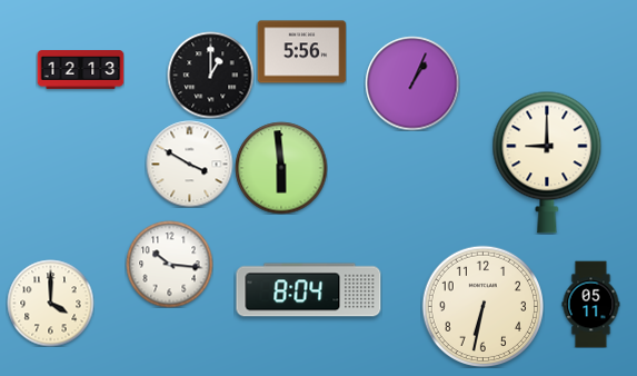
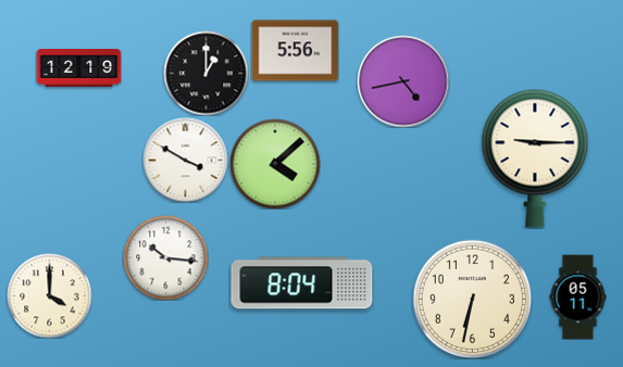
clock at (80, 70): 12:13 -> 12:19
clock at (412, 83): 1:04 -> 4:43
clock at (547, 162): 9:00 -> 9:15
clock at (281, 168): 5:59 -> 4:08
